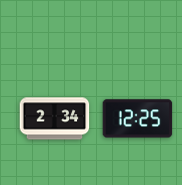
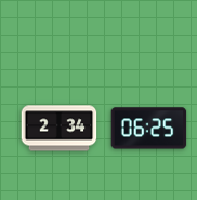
clock at (138, 119): 12:25 -> 06:25
